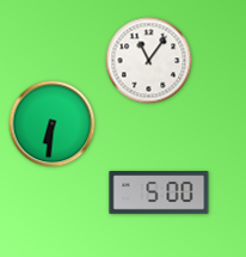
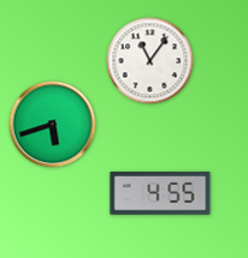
clock at (53, 124): 6:31 -> 5:42
clock at (159, 192): 5:00 -> 4:55
